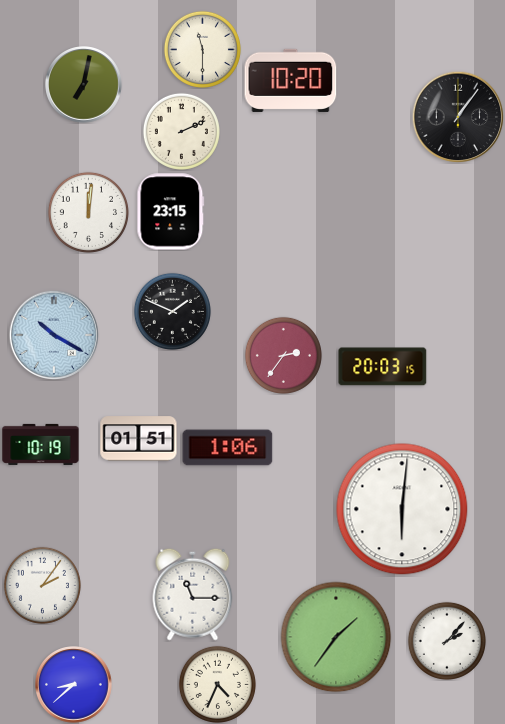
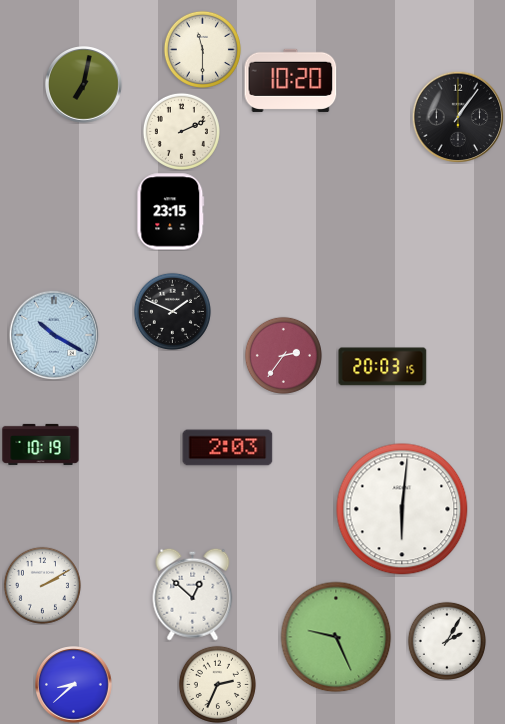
clock at (88, 212): 12:01 -> none
clock at (139, 439): 01:51 -> none
clock at (228, 448): 1:06 -> 2:03
clock at (42, 585): 2:06 -> 2:10
clock at (193, 594): 11:15 -> 12:52
clock at (336, 637): 1:36 -> 9:26
clock at (447, 641): 2:07 -> 2:05
clock at (217, 684): 4:34 -> 2:34
